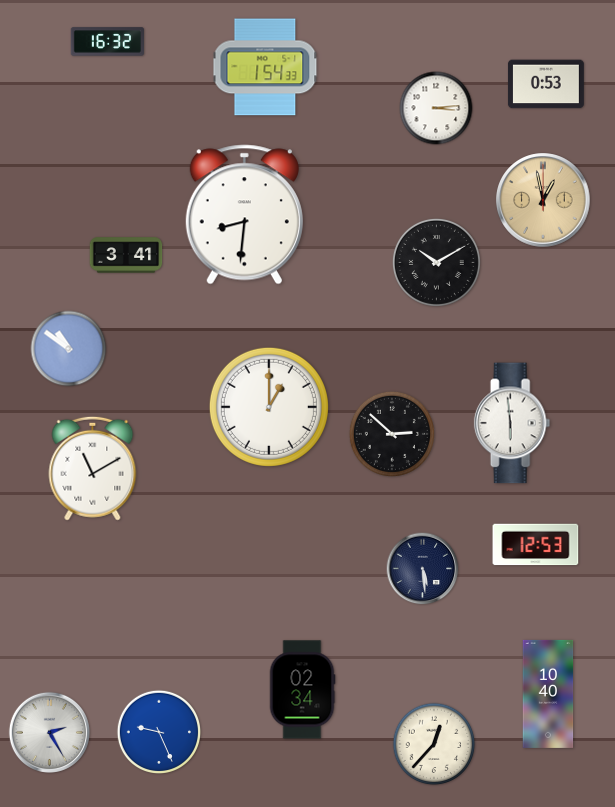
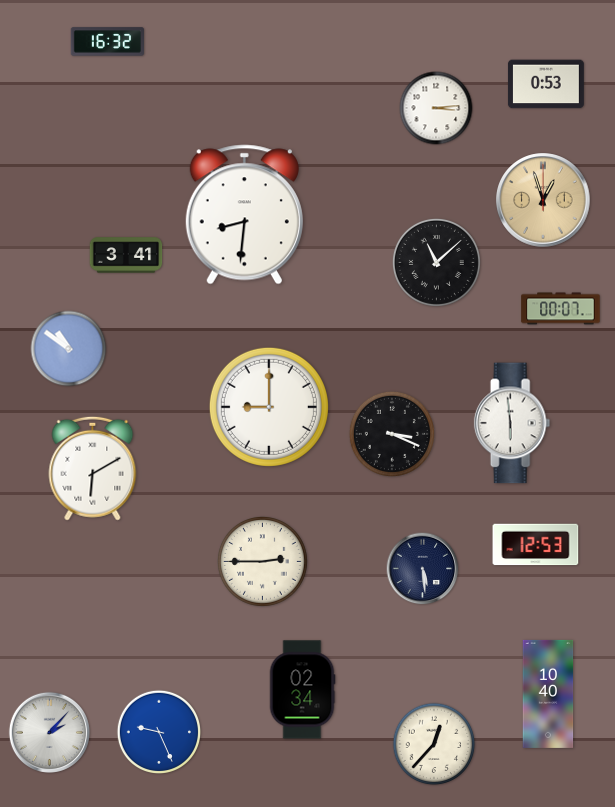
clock at (265, 67): 1:54 -> none
clock at (543, 200): 12:58 -> 12:57
clock at (436, 262): 10:10 -> 11:08
clock at (561, 309): none -> 00:07
clock at (269, 407): 1:00 -> 9:00
clock at (392, 434): 2:52 -> 3:19
clock at (93, 468): 11:10 -> 6:10
clock at (263, 562): none -> 2:45
clock at (49, 732): 2:25 -> 2:07
